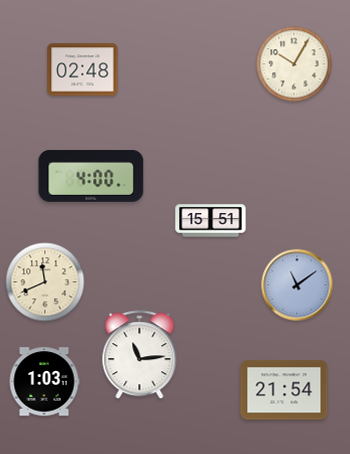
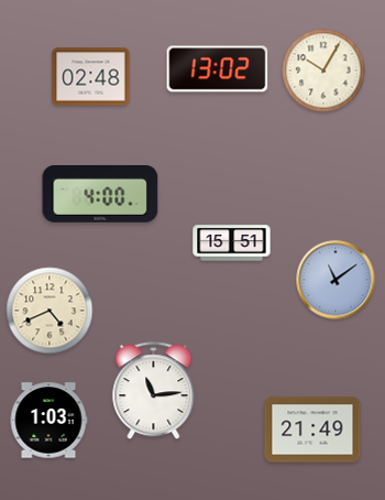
clock at (218, 69): none -> 13:02
clock at (45, 282): 11:41 -> 4:41
clock at (297, 285) position: (297, 285) -> (335, 280)
clock at (284, 390): 21:54 -> 21:49
